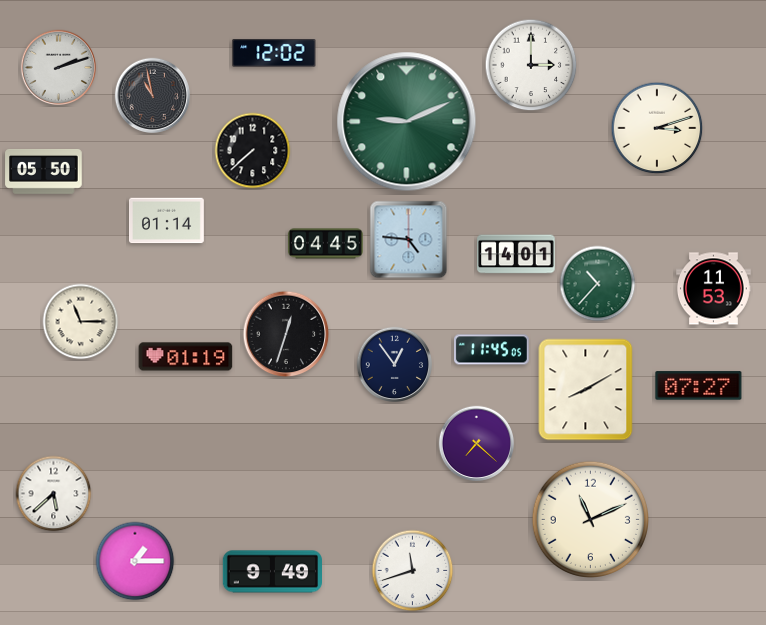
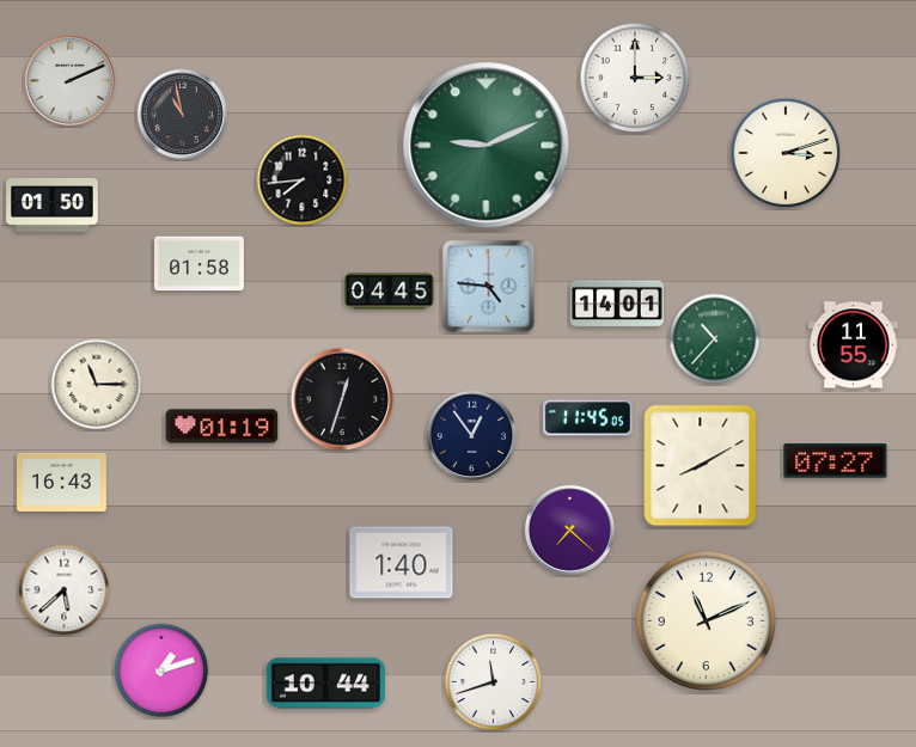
clock at (274, 54): 12:02 -> none
clock at (59, 68): 2:12 -> 2:11
clock at (253, 151): 7:38 -> 7:44
clock at (44, 172): 05:50 -> 01:50
clock at (167, 221): 01:14 -> 01:58
clock at (714, 289): 11:53 -> 11:55
clock at (62, 482): none -> 16:43
clock at (402, 563): none -> 1:40
clock at (135, 561): 1:15 -> 1:12
clock at (272, 572): 9:49 -> 10:44
